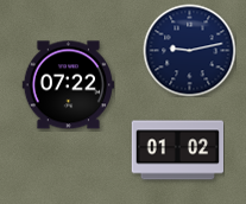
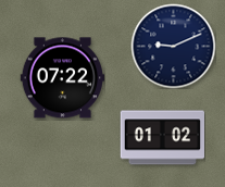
clock at (189, 50): 9:13 -> 9:11
